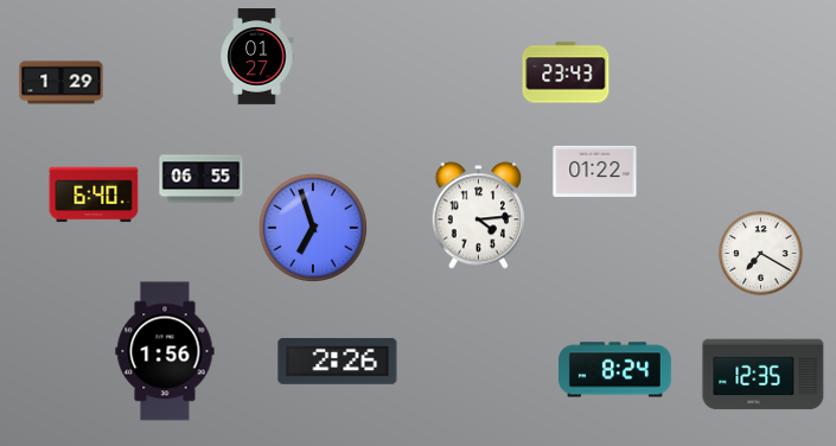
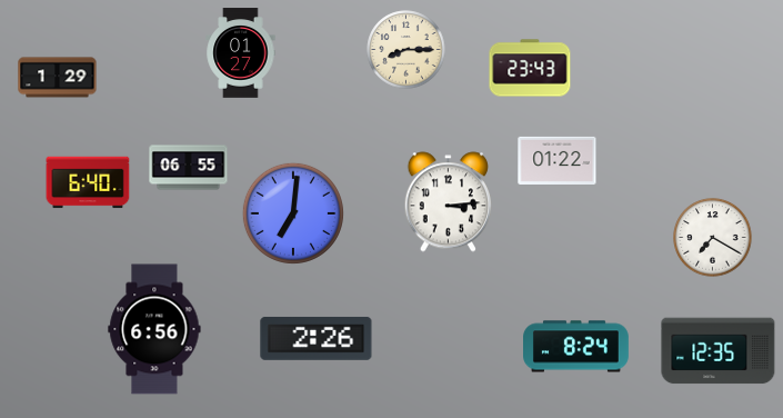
clock at (406, 50): none -> 8:15
clock at (478, 216): 4:14 -> 3:14
clock at (313, 228): 6:57 -> 7:01
clock at (165, 351): 1:56 -> 6:56
clock at (764, 375) position: (764, 375) -> (719, 351)
